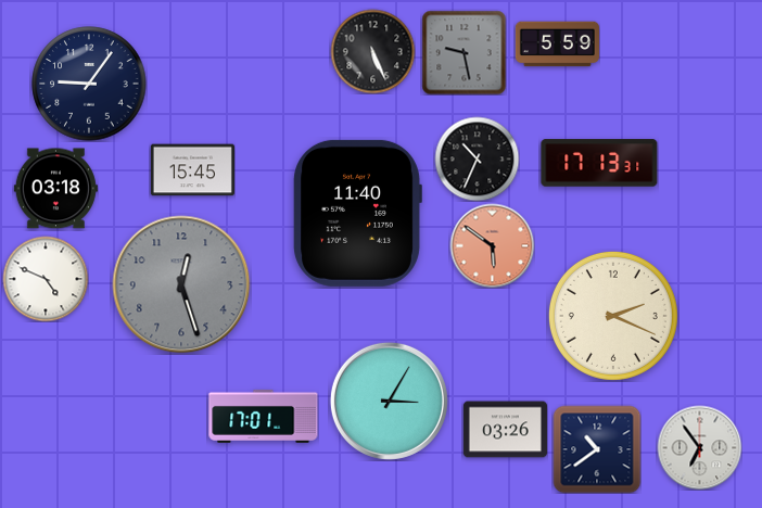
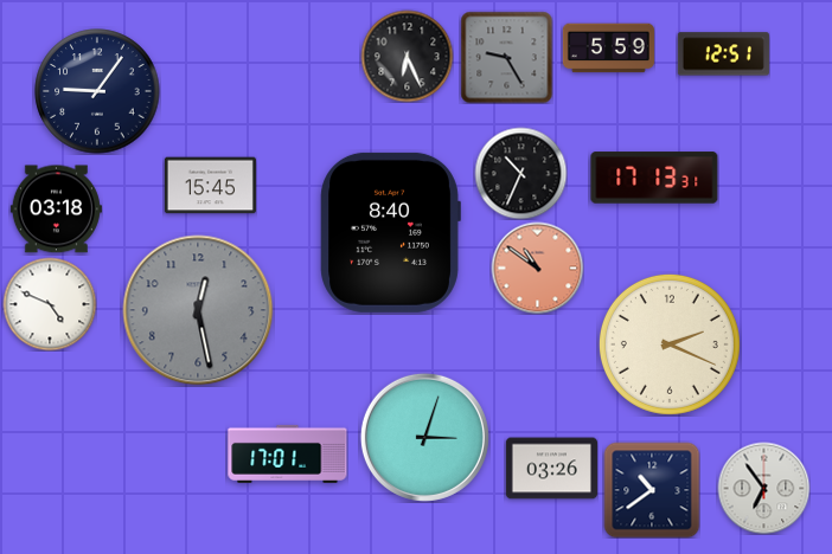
clock at (723, 54): none -> 12:51
clock at (372, 51): 5:26 -> 6:26
clock at (463, 52): 9:28 -> 9:25
clock at (55, 189) position: (55, 189) -> (56, 210)
clock at (357, 213): 11:40 -> 8:40
clock at (492, 245): 5:51 -> 10:51
clock at (181, 284): 12:27 -> 12:28
clock at (389, 401): 3:05 -> 3:03
